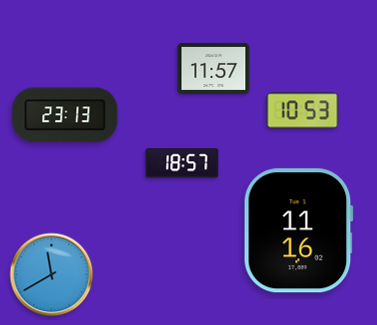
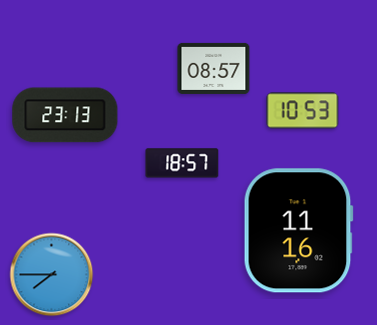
clock at (214, 68): 11:57 -> 08:57
clock at (52, 275): 11:40 -> 7:45
